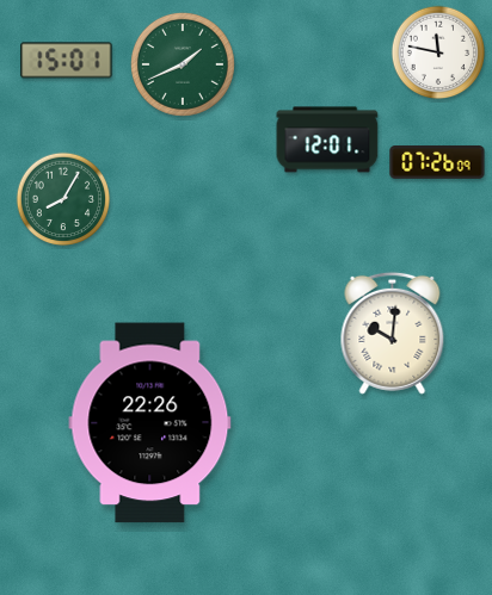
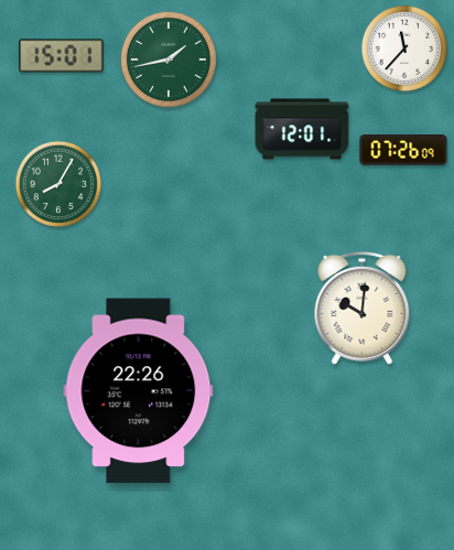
clock at (438, 52): 11:47 -> 11:37
clock at (183, 64): 1:41 -> 1:43
